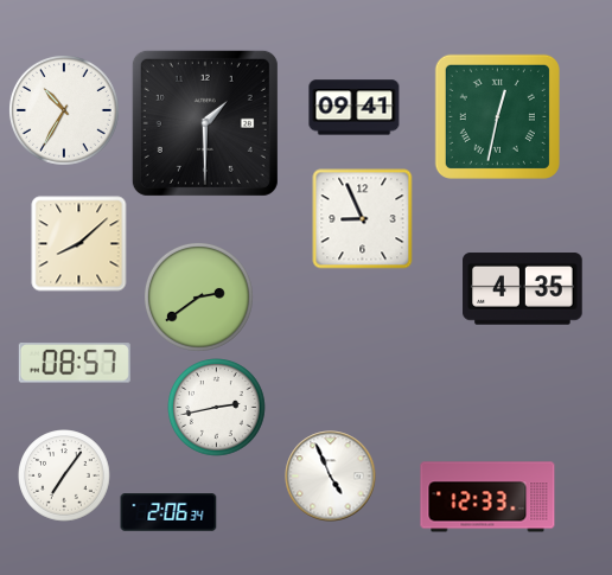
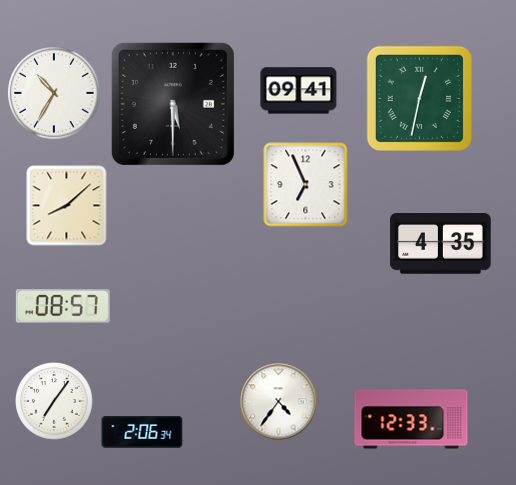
clock at (205, 123): 1:30 -> 5:30
clock at (363, 219): 8:56 -> 6:56
clock at (198, 296): 2:39 -> none
clock at (217, 408): 2:43 -> none
clock at (331, 477): 4:56 -> 4:36
